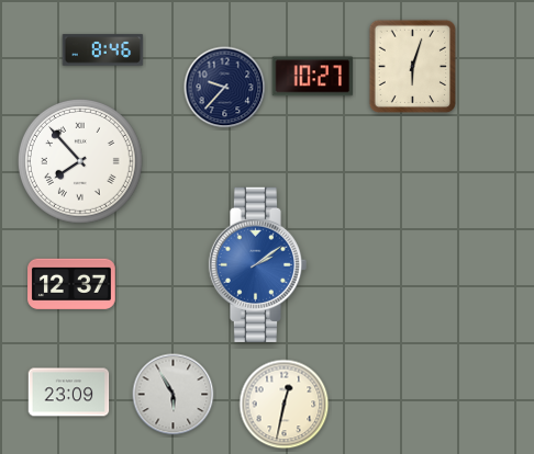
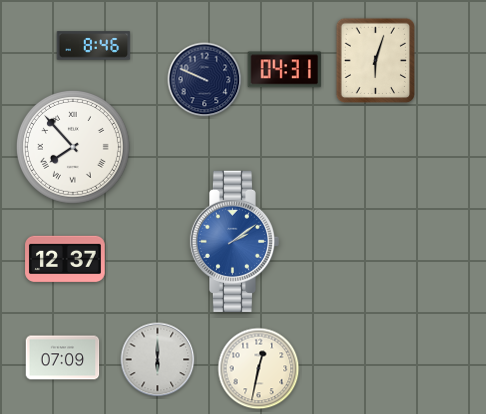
clock at (313, 77): 10:27 -> 04:31
clock at (225, 88): 9:37 -> 9:49
clock at (69, 393): 23:09 -> 07:09
clock at (174, 395): 5:55 -> 6:00
